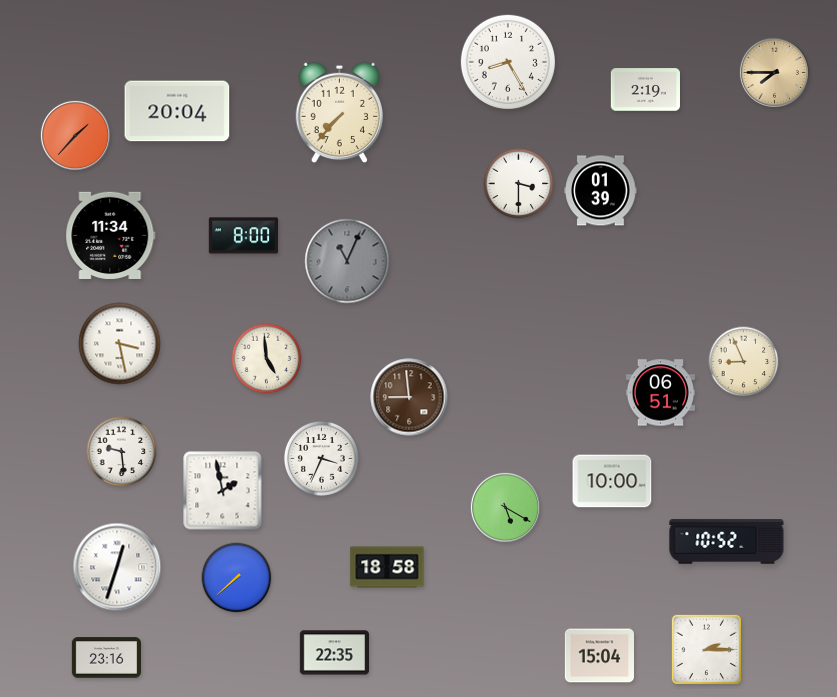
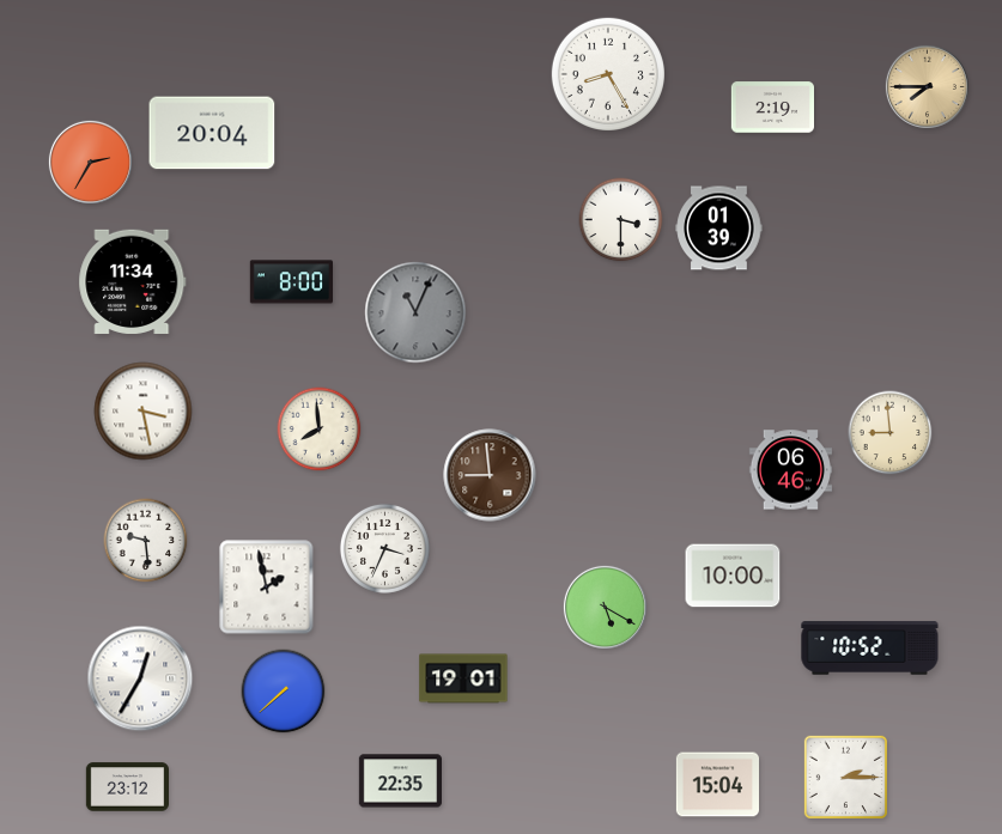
clock at (339, 113): 7:37 -> none
clock at (75, 135): 1:37 -> 2:35
clock at (267, 359): 4:59 -> 7:59
clock at (744, 362): 8:56 -> 8:59
clock at (660, 393): 06:51 -> 06:46
clock at (117, 567): 12:33 -> 12:35
clock at (387, 567): 18:58 -> 19:01
clock at (107, 658): 23:16 -> 23:12
